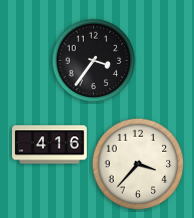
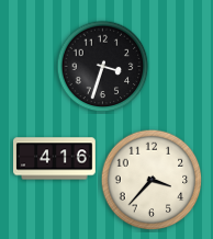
clock at (94, 61): 3:36 -> 3:33
